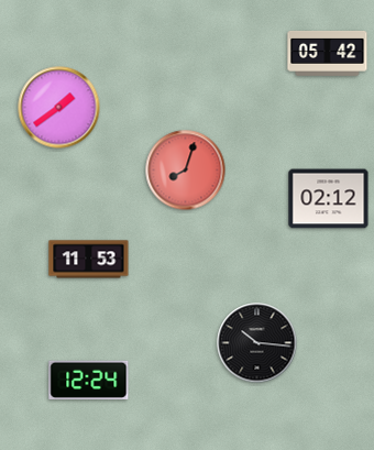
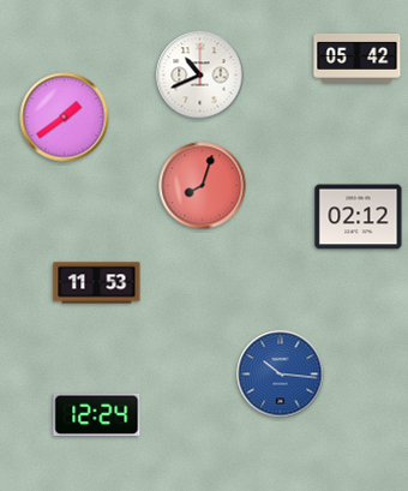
clock at (200, 76): none -> 10:41
clock at (257, 343) dial: black -> blue
